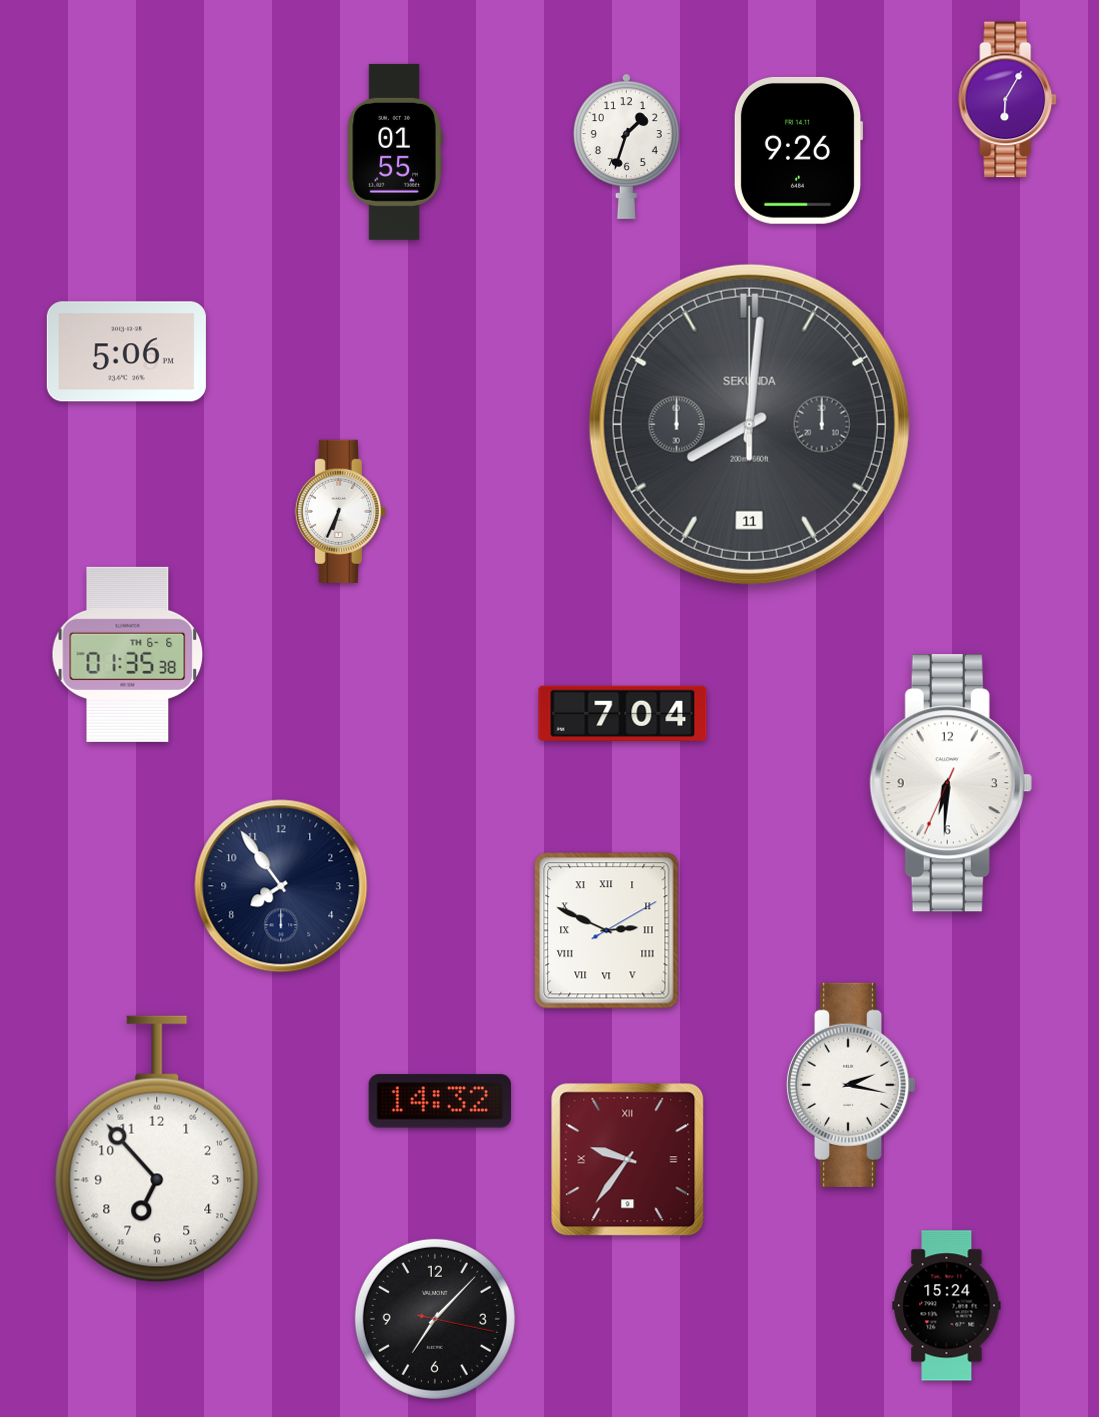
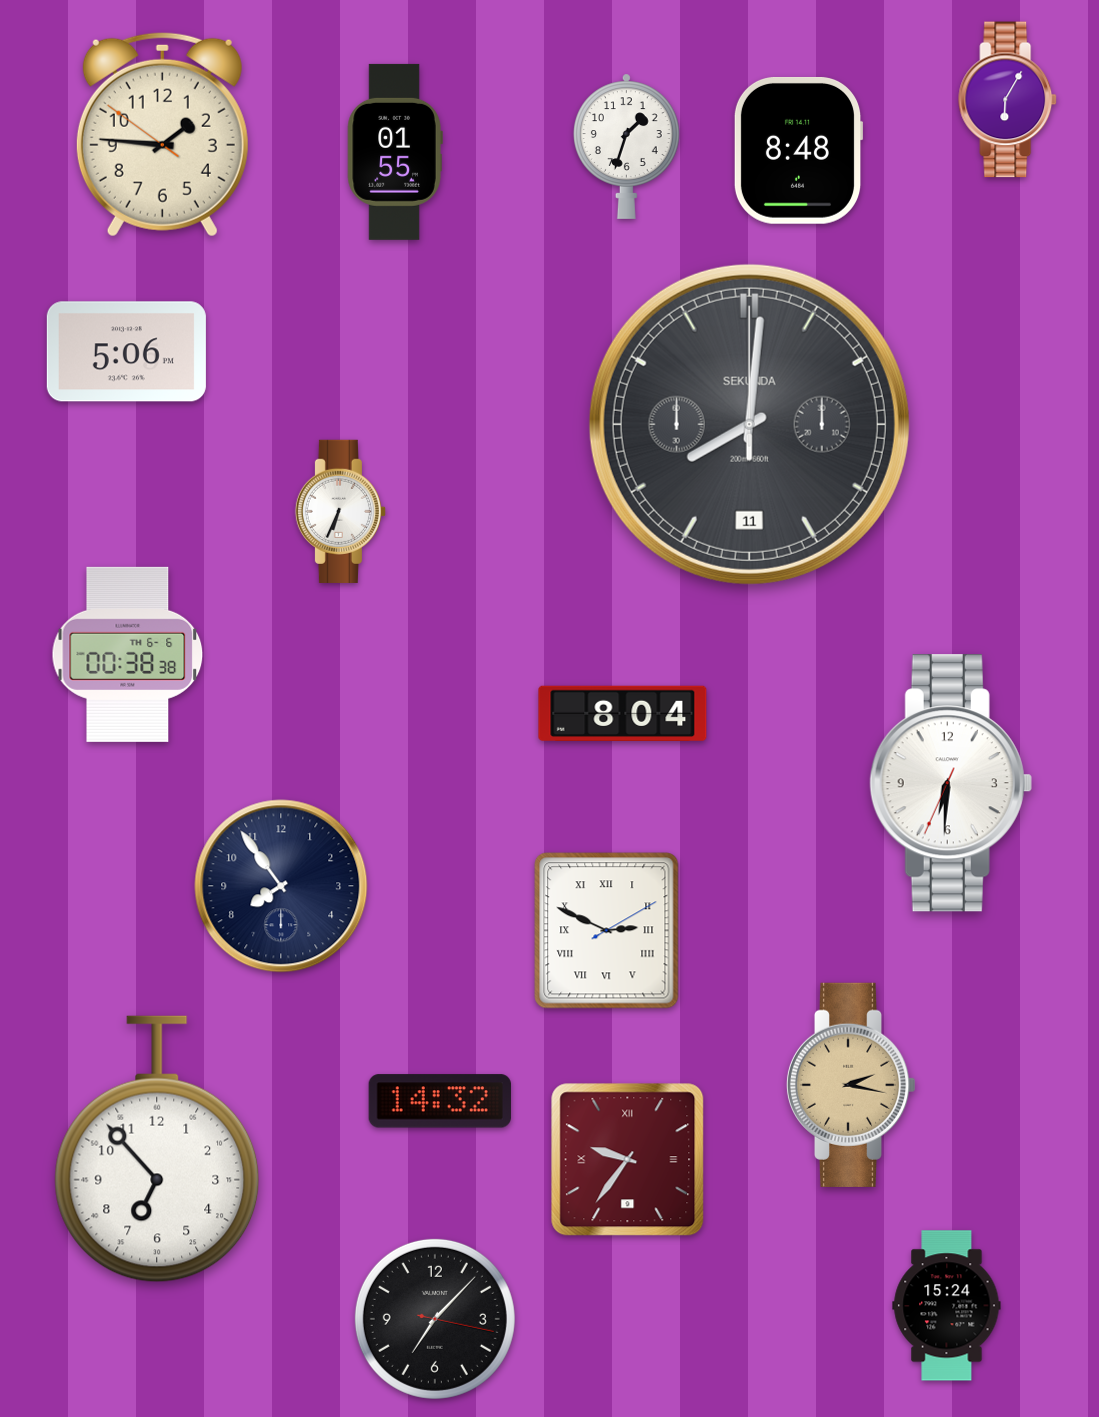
clock at (162, 134): none -> 1:45
clock at (798, 150): 9:26 -> 8:48
clock at (128, 654): 01:35 -> 00:38
clock at (623, 713): 7:04 -> 8:04
clock at (851, 1085) dial: white -> champagne
